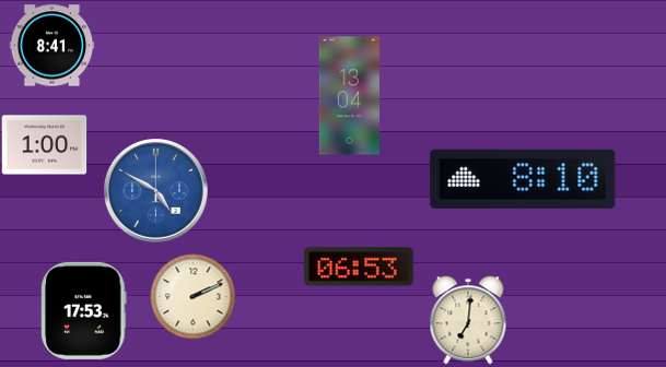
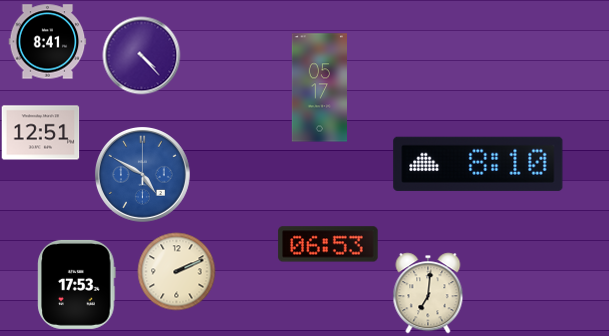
clock at (141, 55): none -> 4:23
clock at (349, 96): 13:04 -> 05:17
clock at (44, 145): 1:00 -> 12:51
